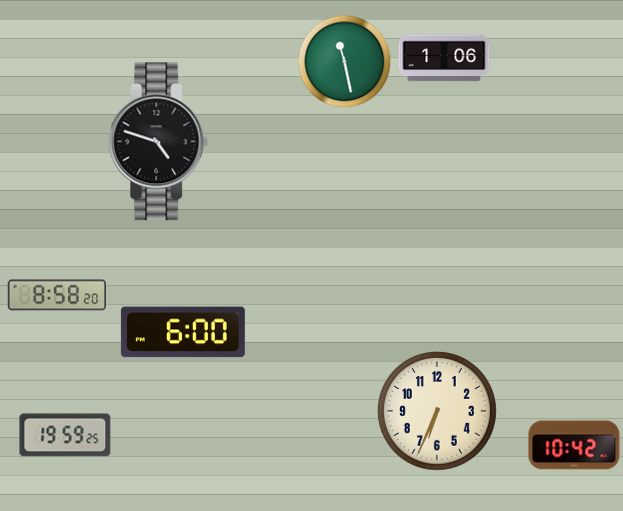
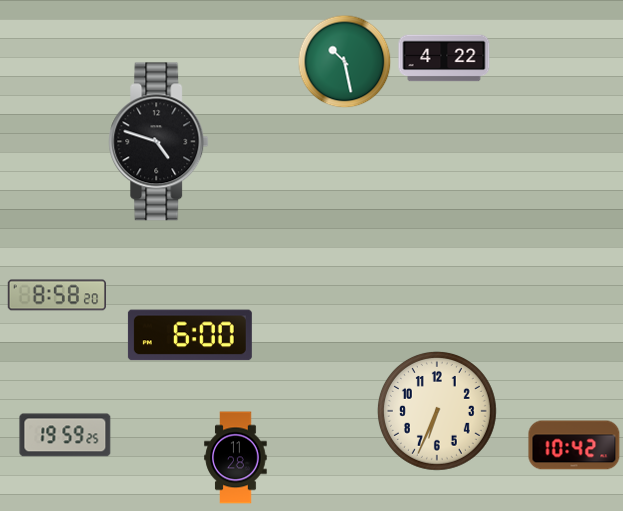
clock at (444, 58): 1:06 -> 4:22
clock at (345, 62): 11:28 -> 10:28
clock at (183, 332) position: (183, 332) -> (190, 335)
clock at (236, 458): none -> 11:28
